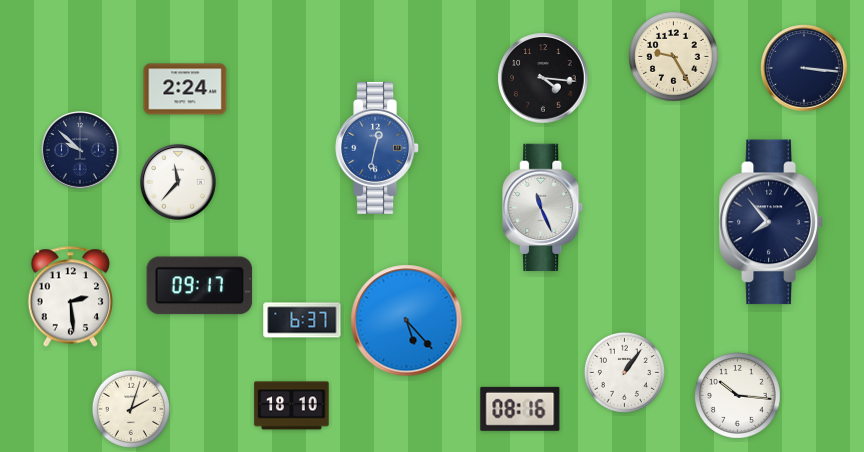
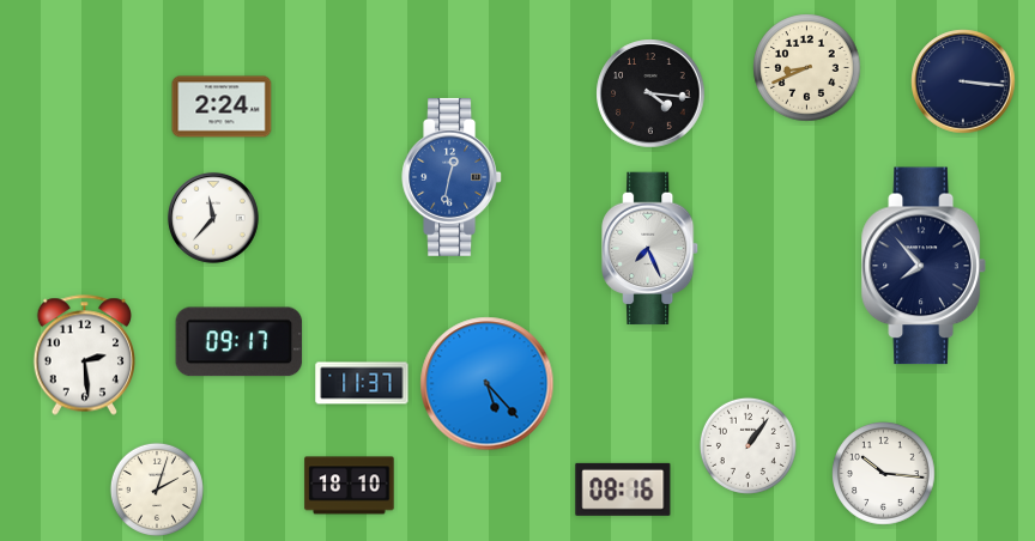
clock at (674, 57): 9:25 -> 8:41
clock at (81, 151): 9:52 -> none
clock at (543, 208): 11:26 -> 7:26
clock at (302, 320): 6:37 -> 11:37
